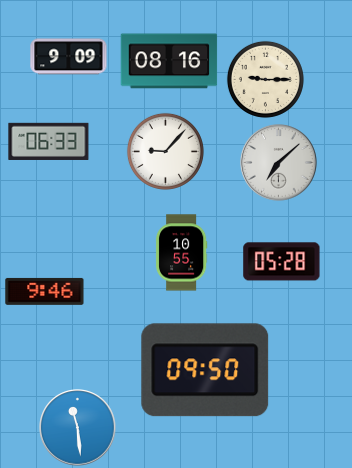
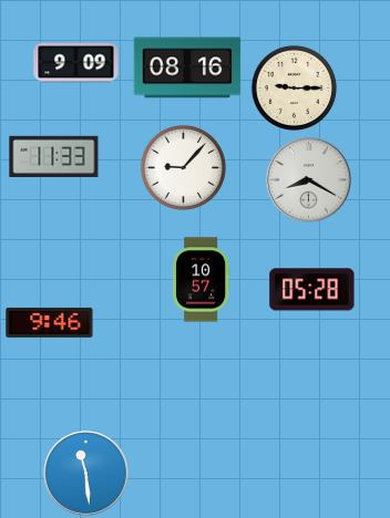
clock at (49, 141): 06:33 -> 11:33
clock at (279, 163): 7:08 -> 8:20
clock at (181, 253): 10:55 -> 10:57
clock at (205, 370): 09:50 -> none
